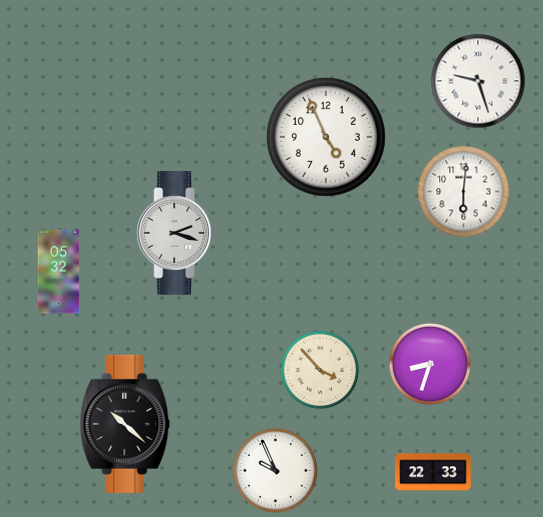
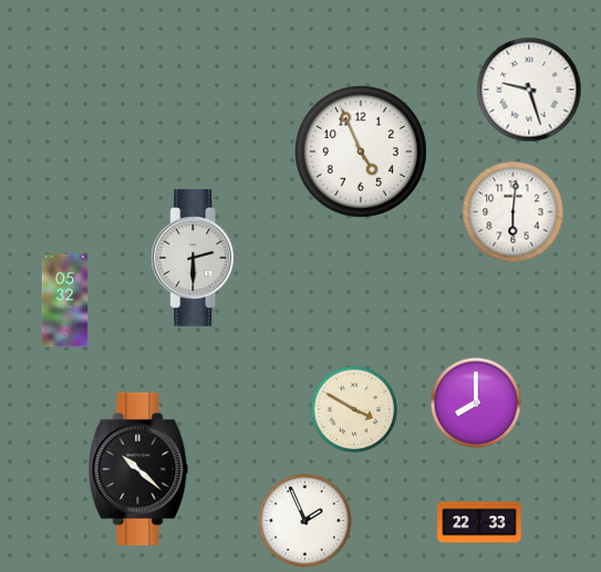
clock at (176, 233): 2:18 -> 2:30
clock at (430, 364): 8:33 -> 8:00
clock at (320, 370): 3:53 -> 3:50
clock at (275, 470): 9:56 -> 1:56
